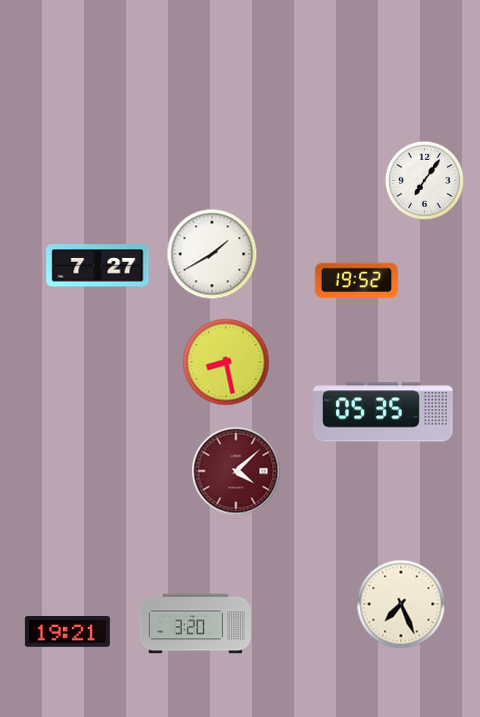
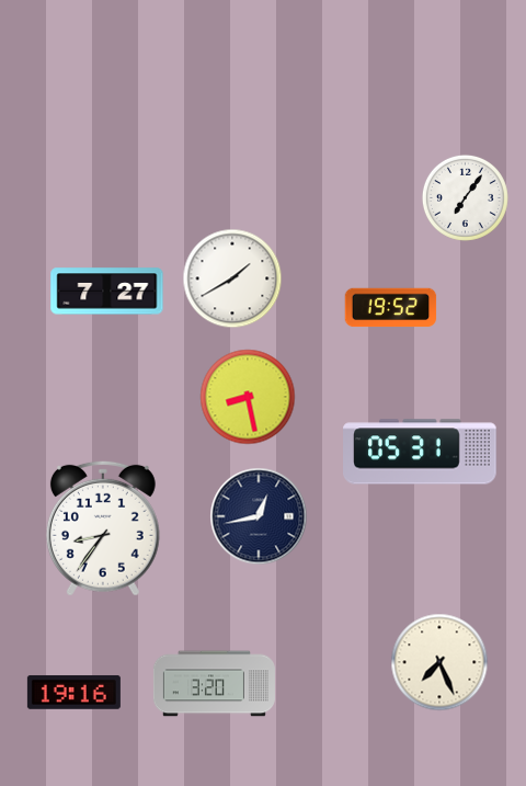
clock at (383, 412): 05:35 -> 05:31
clock at (236, 471): 4:08 -> 12:43
clock at (236, 471) dial: burgundy -> navy
clock at (103, 528): none -> 8:36
clock at (67, 631): 19:21 -> 19:16
